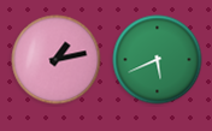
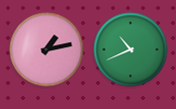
clock at (158, 60): 5:41 -> 10:41
